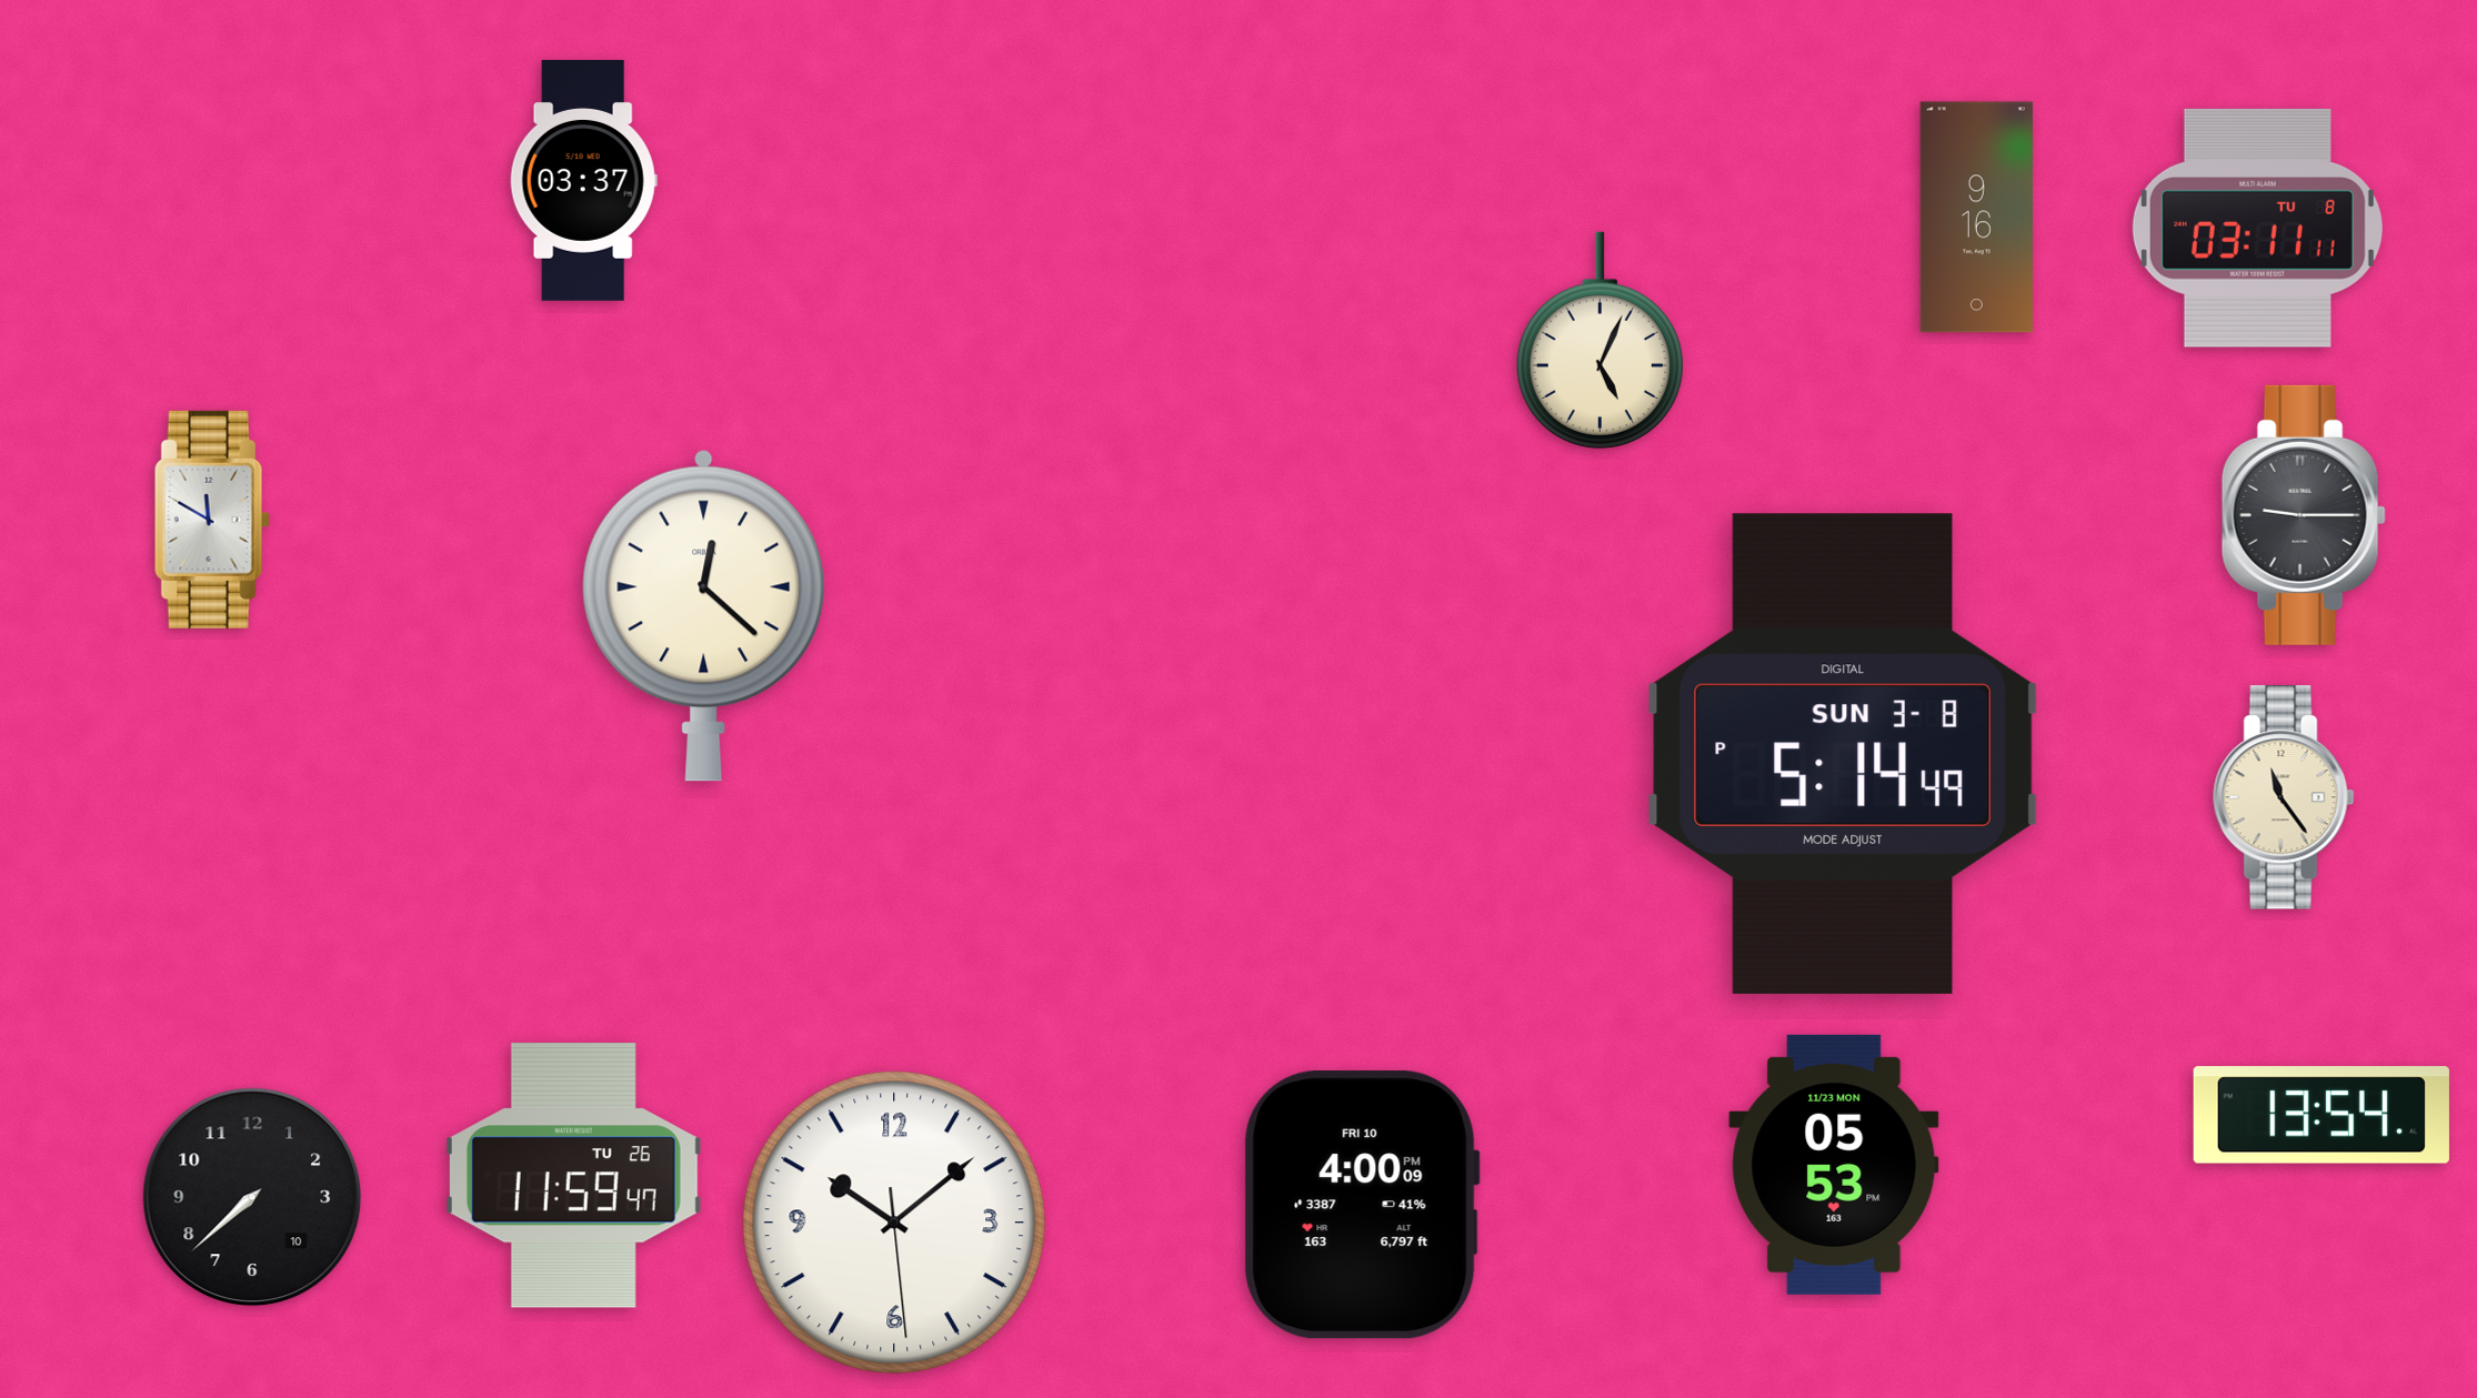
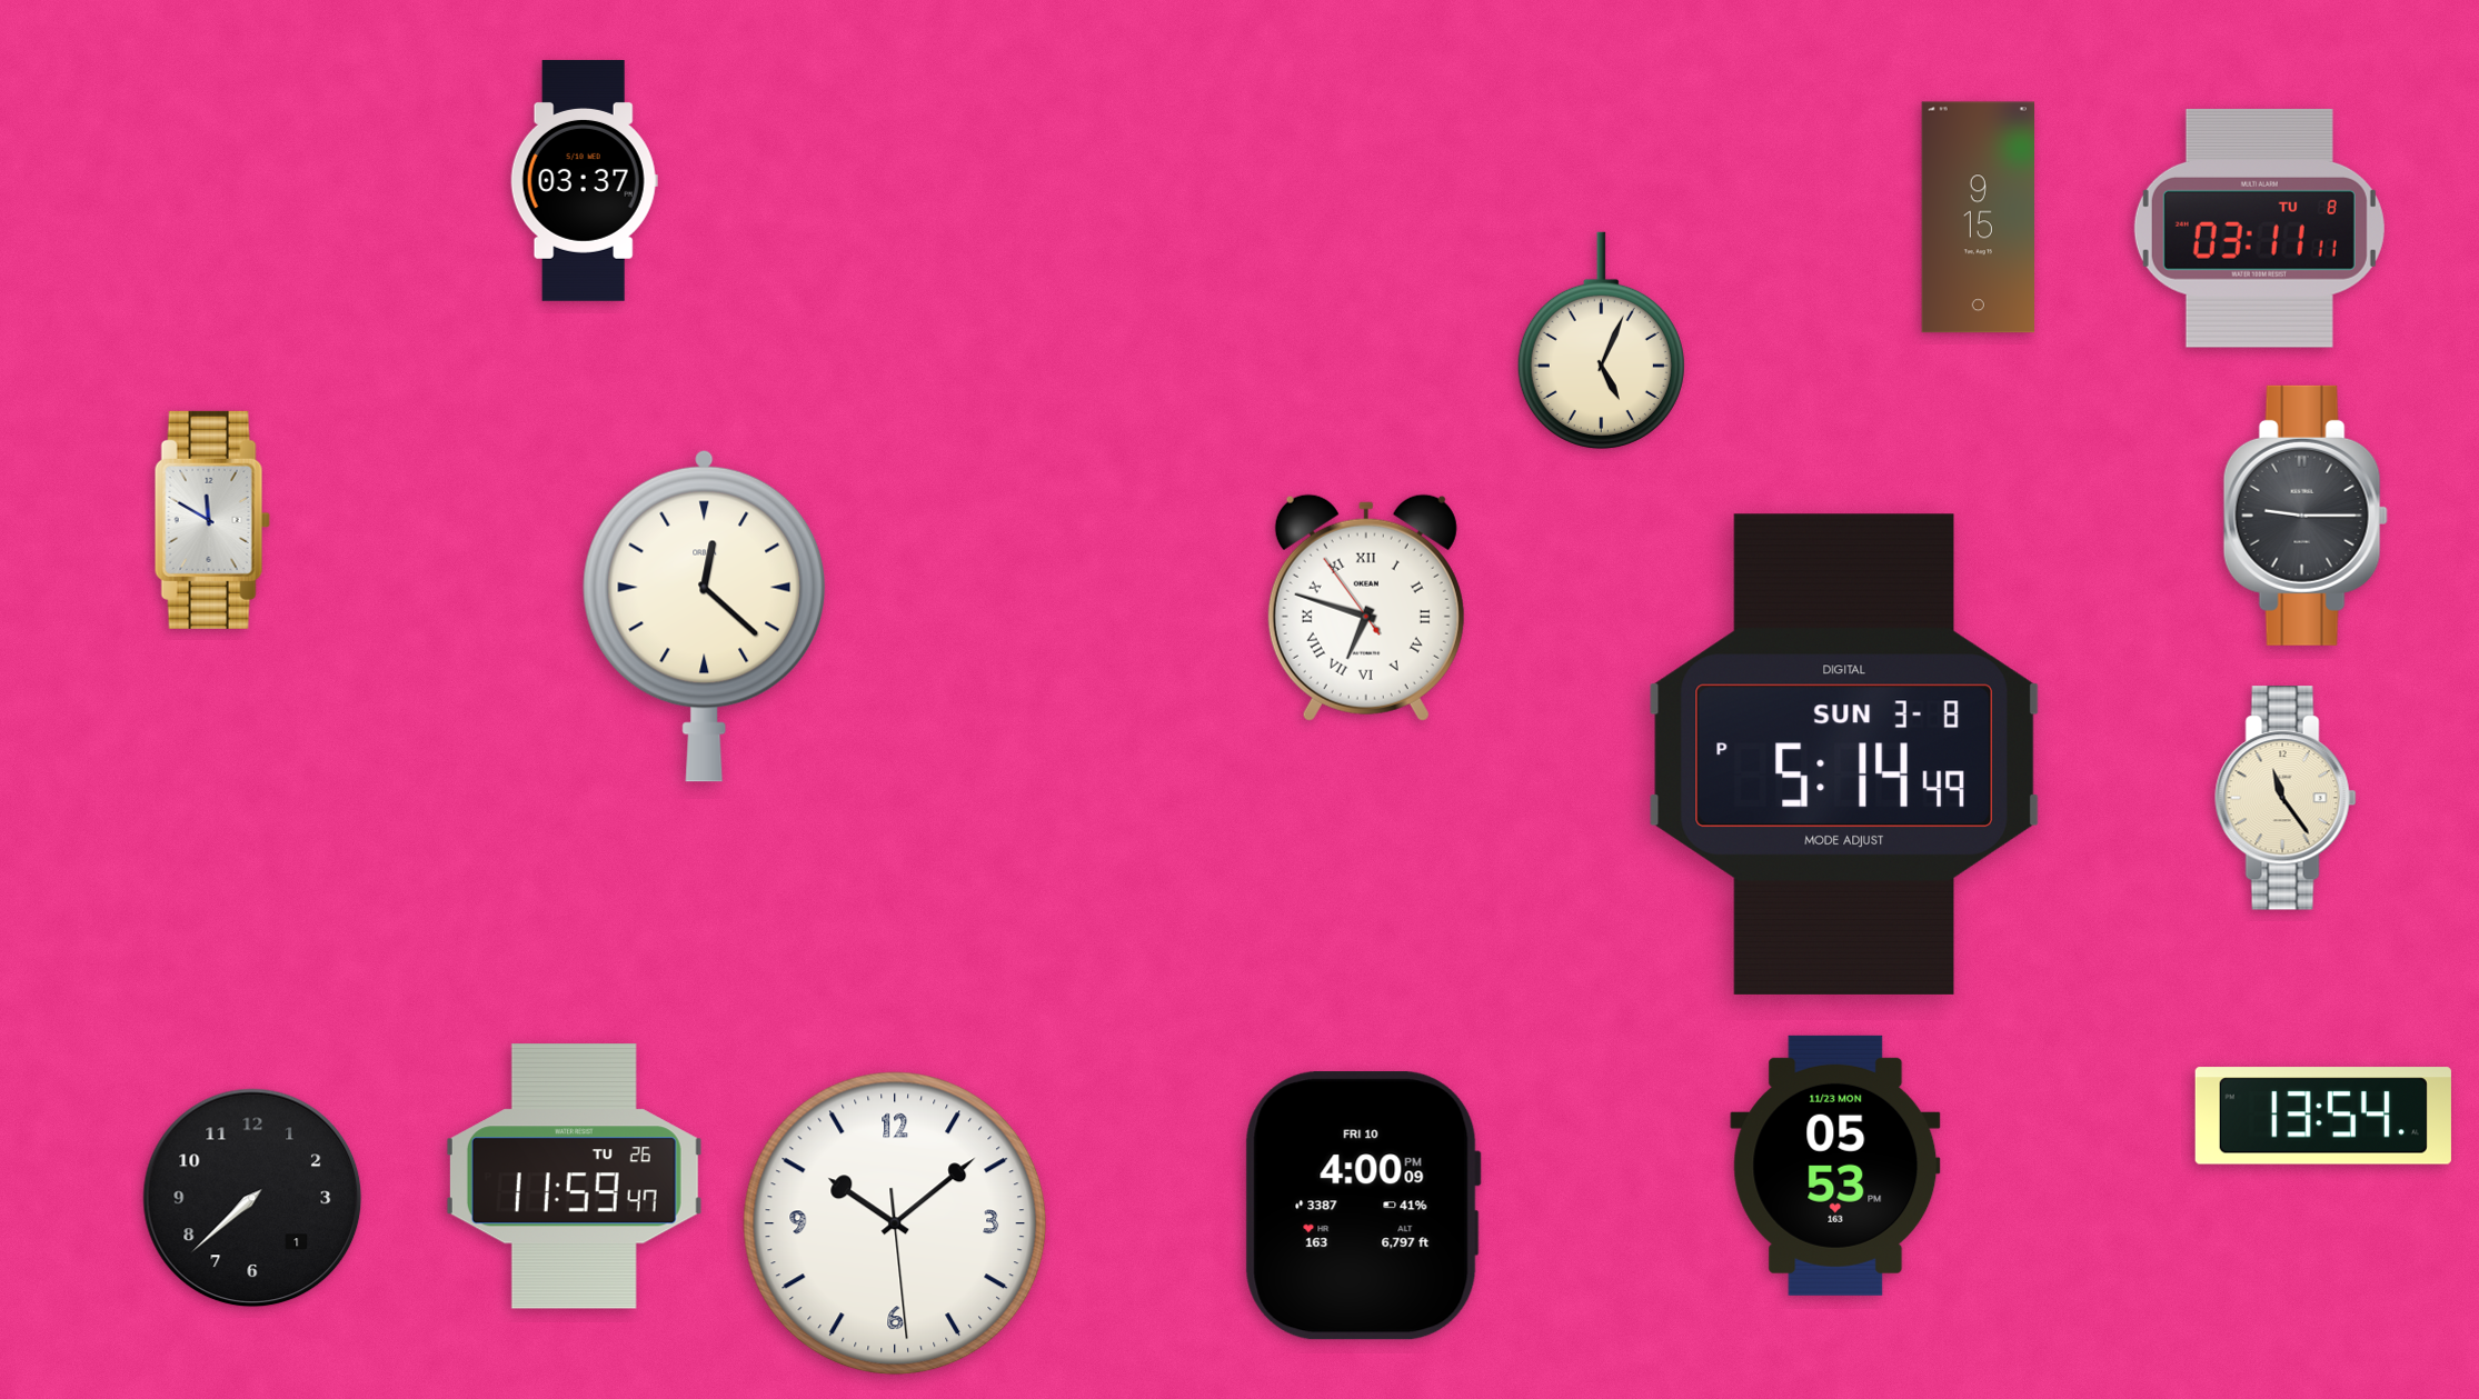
clock at (1976, 218): 9:16 -> 9:15
clock at (1366, 608): none -> 6:47
clock at (252, 1197) date: 10 -> 1
